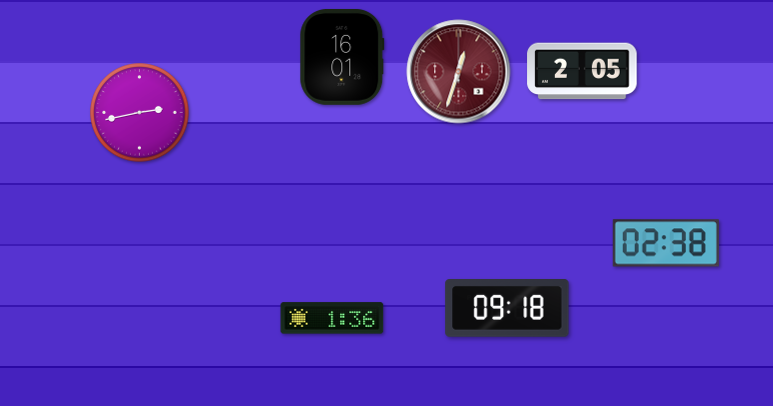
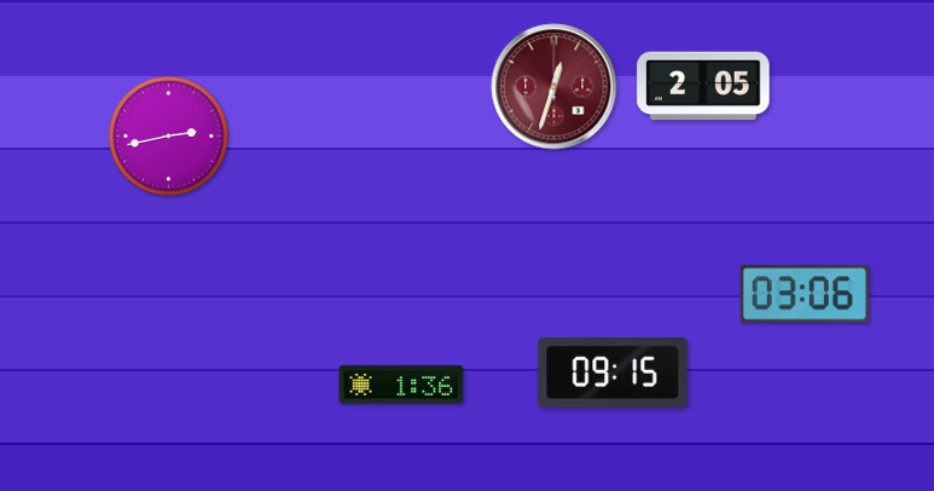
clock at (342, 57): 16:01 -> none
clock at (666, 243): 02:38 -> 03:06
clock at (507, 308): 09:18 -> 09:15
